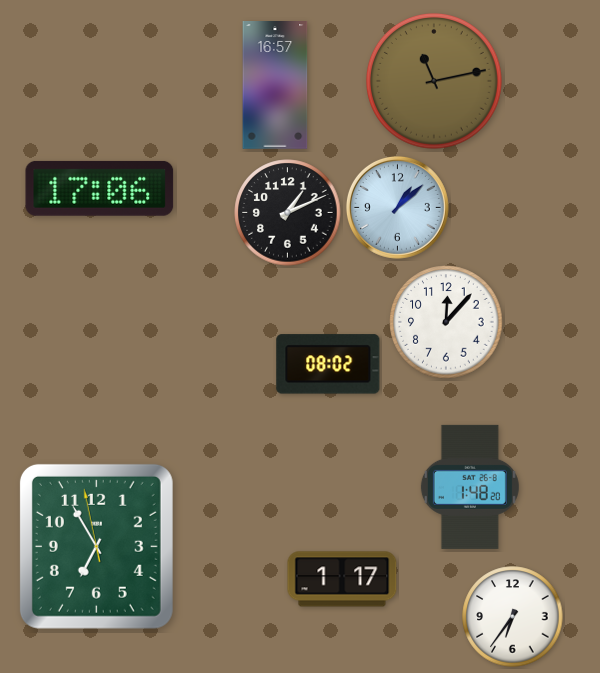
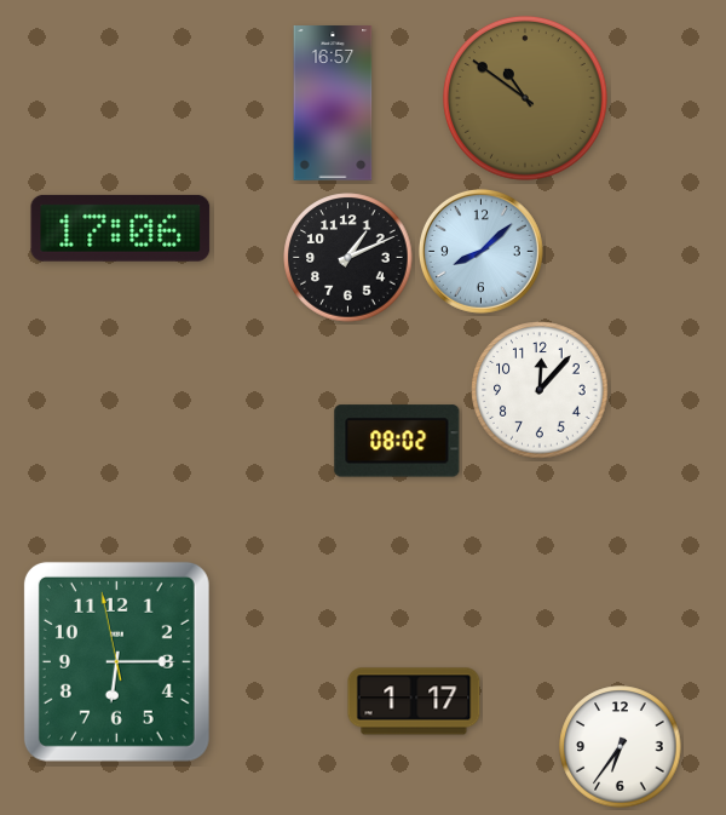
clock at (434, 81): 11:13 -> 10:51
clock at (397, 207): 1:08 -> 8:08
clock at (470, 487): 1:48 -> none
clock at (96, 546): 6:54 -> 6:14
